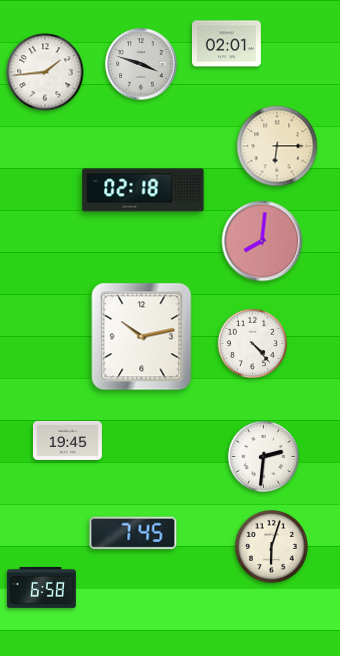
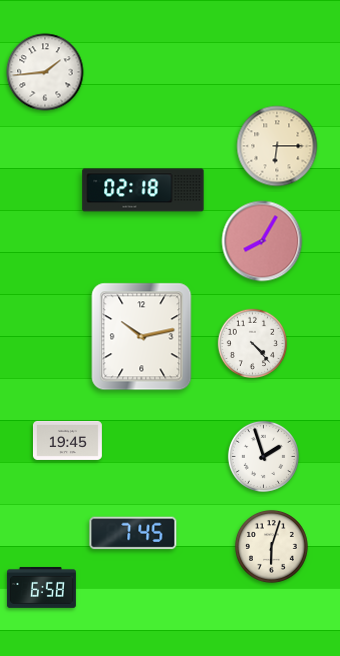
clock at (226, 44): 02:01 -> none
clock at (141, 64): 3:48 -> none
clock at (262, 241): 8:01 -> 8:05
clock at (263, 456): 2:31 -> 1:57
